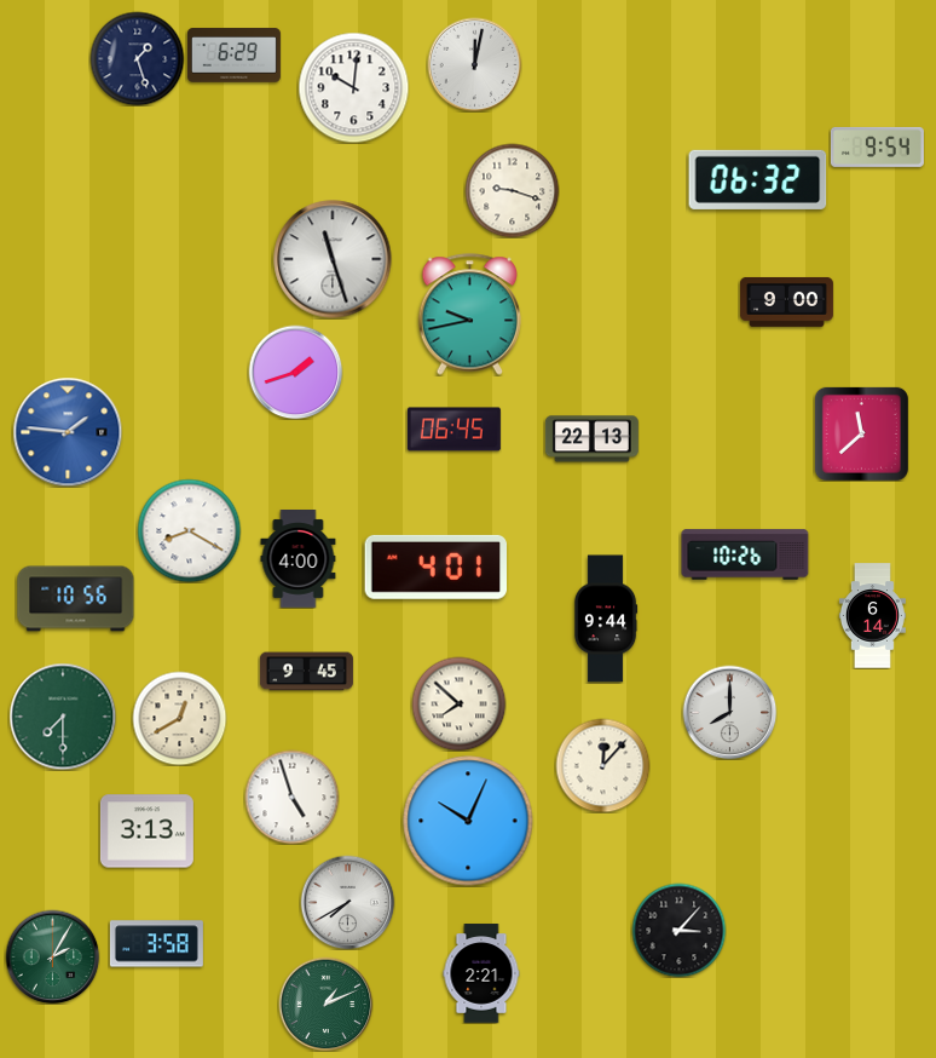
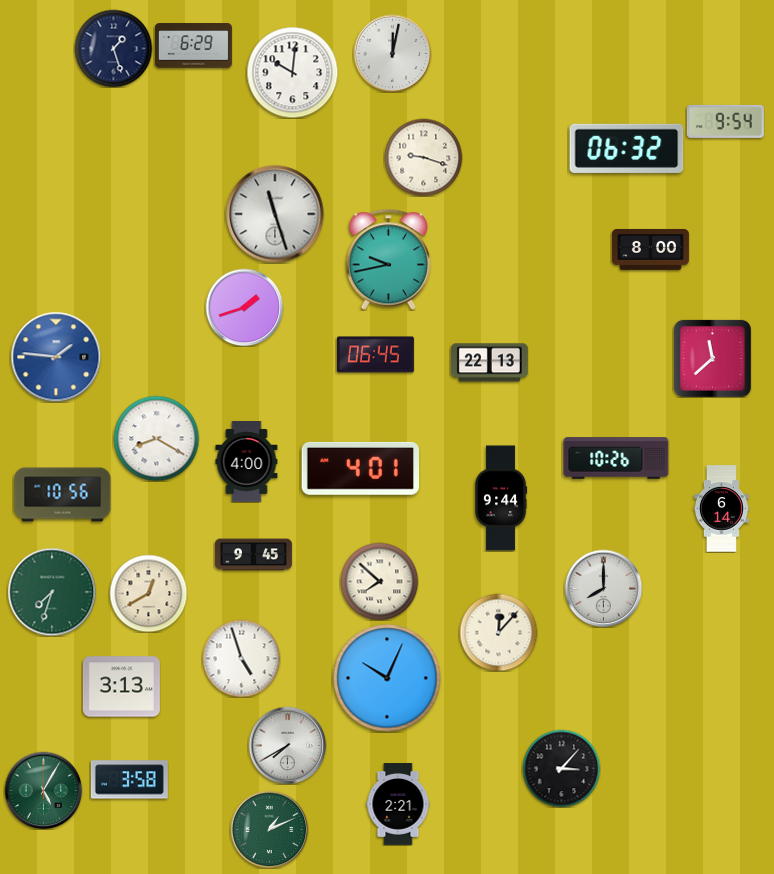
clock at (786, 303): 9:00 -> 8:00
clock at (606, 619) position: (606, 619) -> (501, 498)
clock at (63, 717): 7:30 -> 7:33
clock at (52, 956): 2:05 -> 5:05
